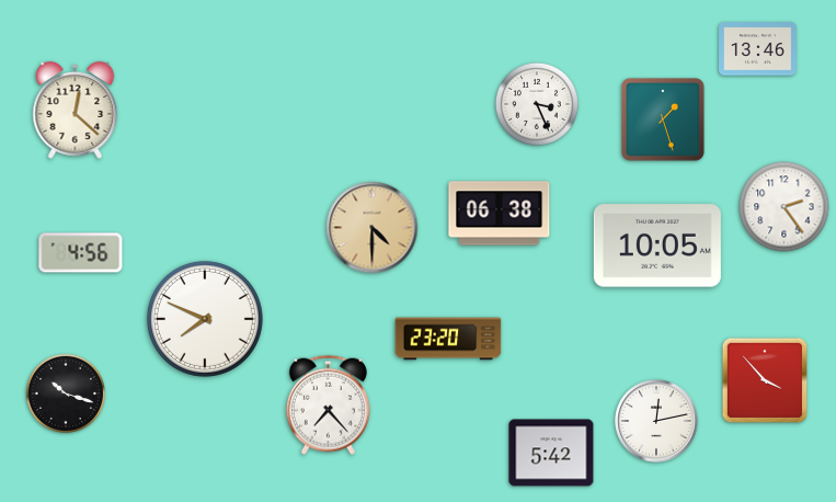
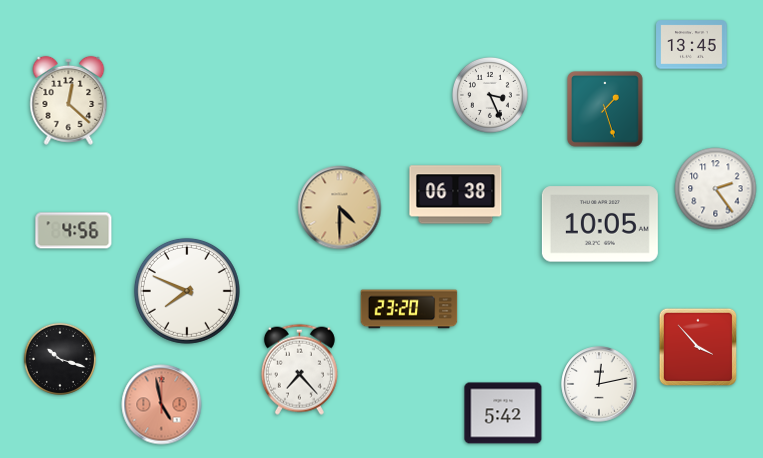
clock at (758, 49): 13:46 -> 13:45
clock at (162, 405): none -> 4:58
